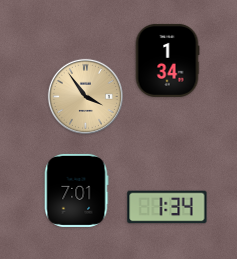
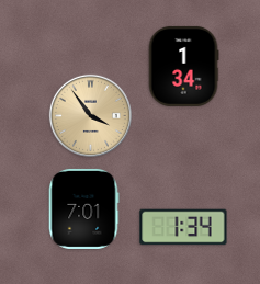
clock at (85, 96) position: (85, 96) -> (90, 115)
